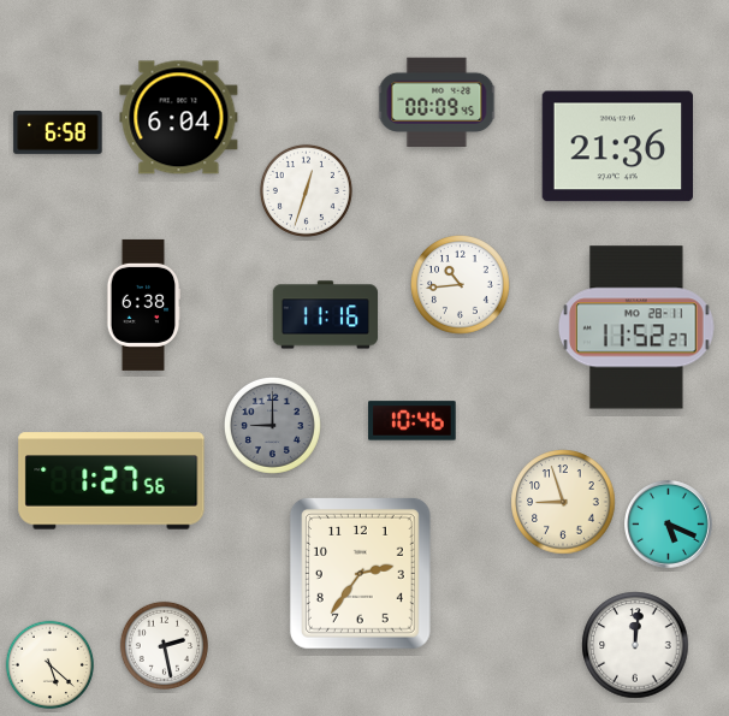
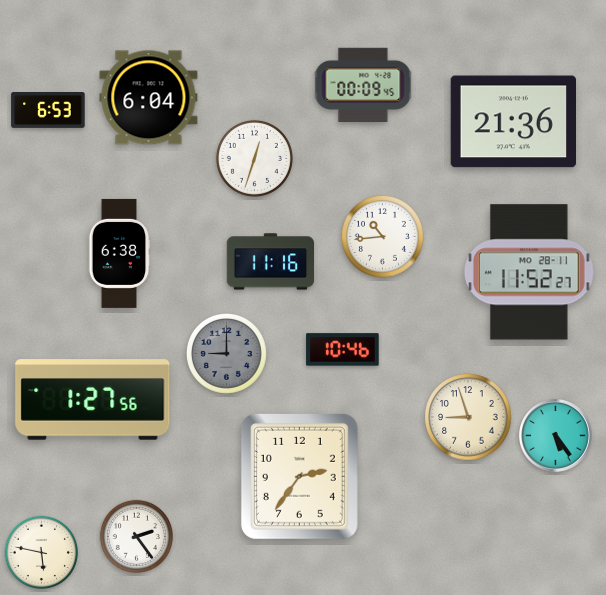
clock at (58, 134): 6:58 -> 6:53
clock at (669, 525): 5:19 -> 5:24
clock at (164, 645): 2:28 -> 2:24
clock at (635, 645): 12:01 -> none
clock at (49, 664): 5:22 -> 5:47
